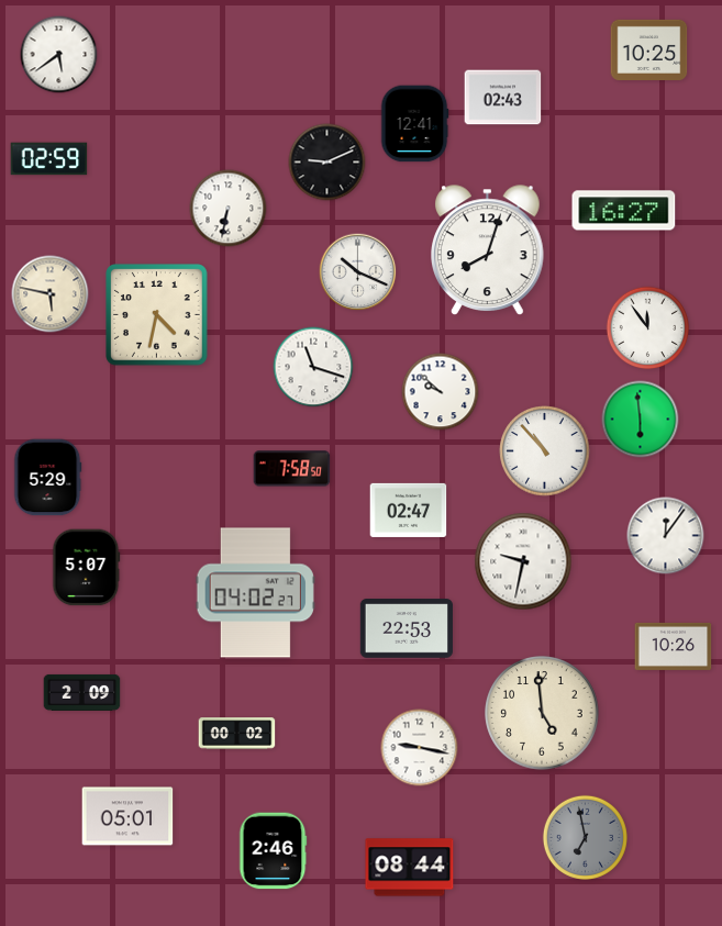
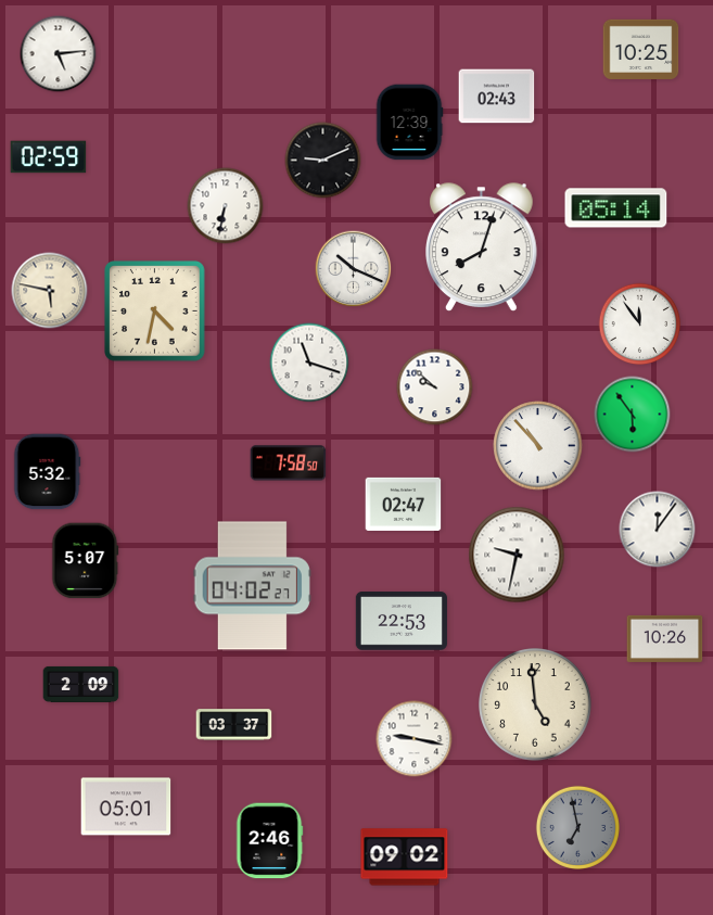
clock at (59, 55): 5:39 -> 5:14
clock at (414, 124): 12:41 -> 12:39
clock at (624, 211): 16:27 -> 05:14
clock at (641, 420): 5:59 -> 5:54
clock at (47, 478): 5:29 -> 5:32
clock at (237, 734): 00:02 -> 03:37
clock at (410, 868): 08:44 -> 09:02
